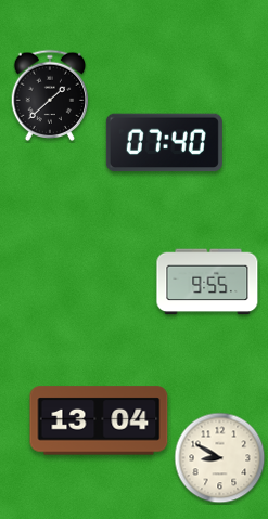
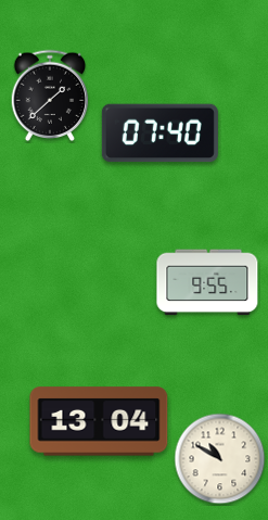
clock at (164, 143) position: (164, 143) -> (159, 134)
clock at (220, 458): 8:50 -> 10:50
